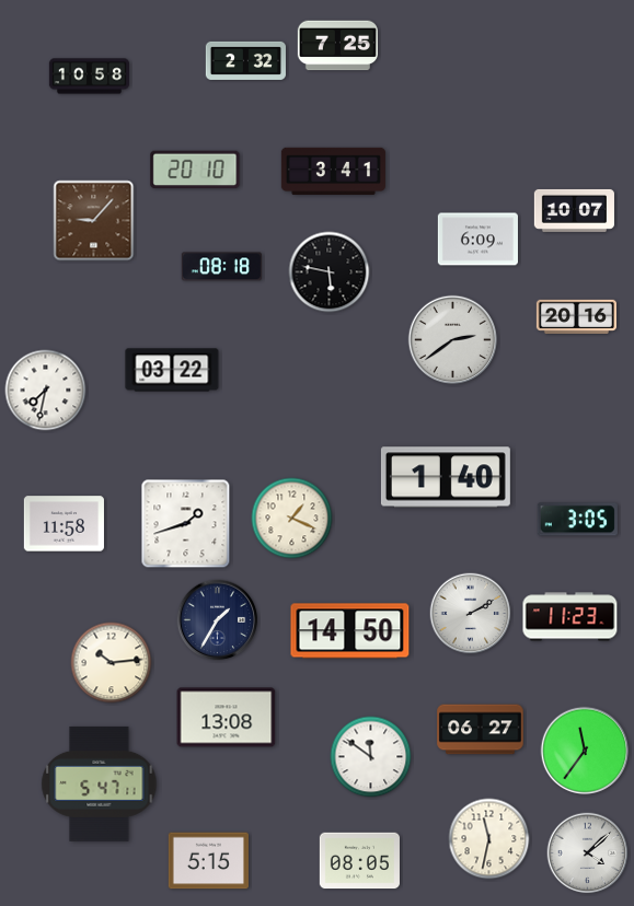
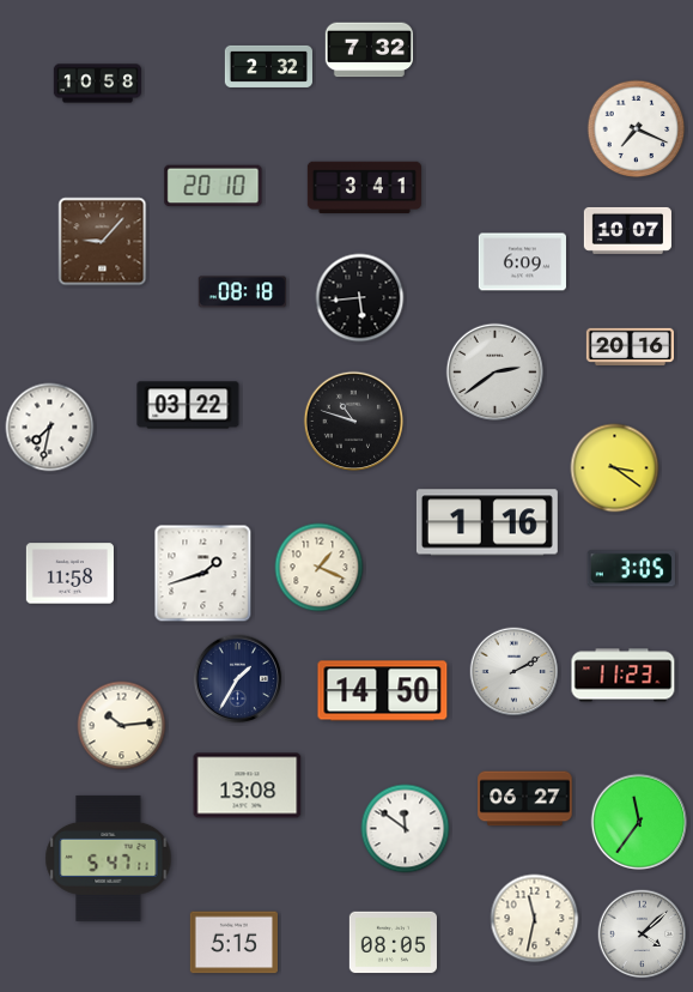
clock at (337, 46): 7:25 -> 7:32
clock at (637, 129): none -> 7:19
clock at (330, 272): 5:47 -> 5:44
clock at (354, 422): none -> 10:48
clock at (615, 468): none -> 3:21
clock at (446, 477): 1:40 -> 1:16
clock at (208, 861) position: (208, 861) -> (233, 943)
